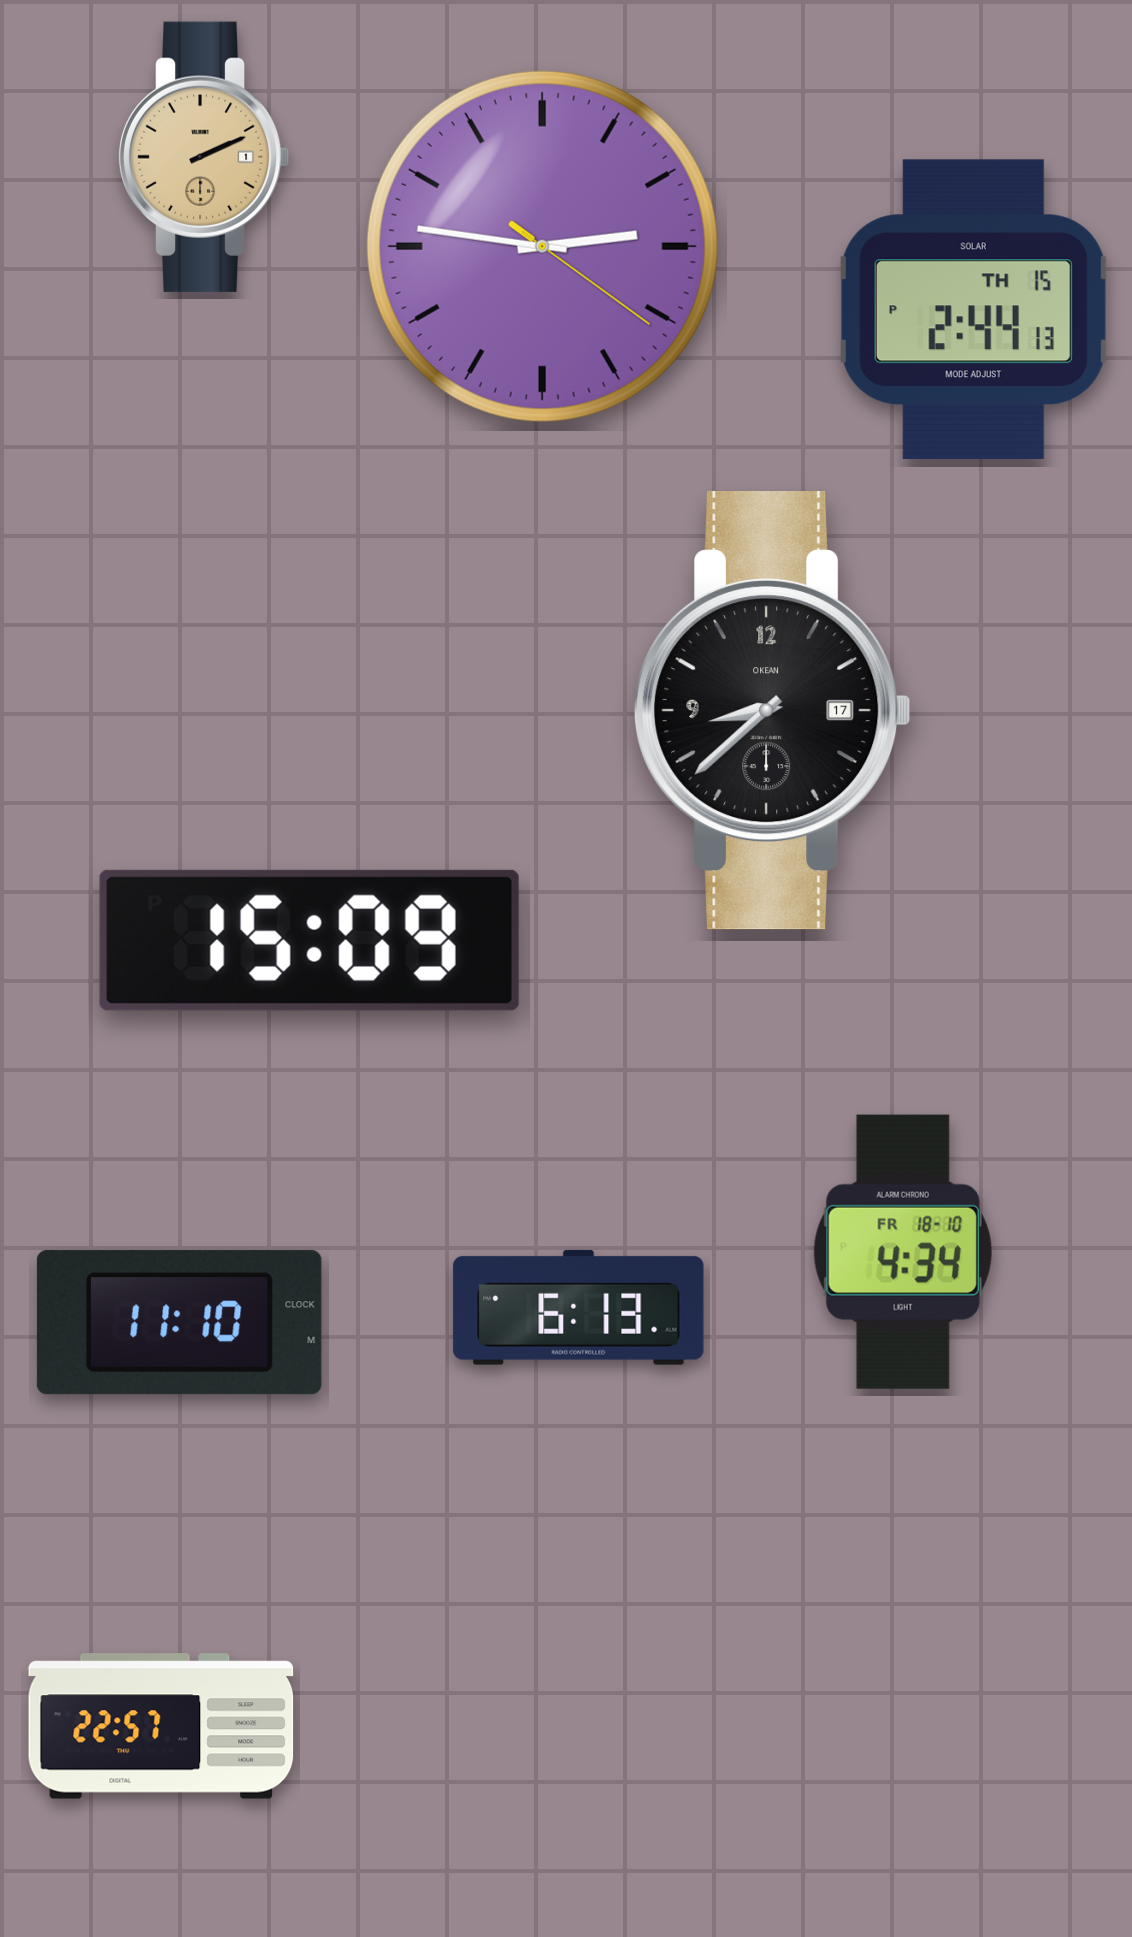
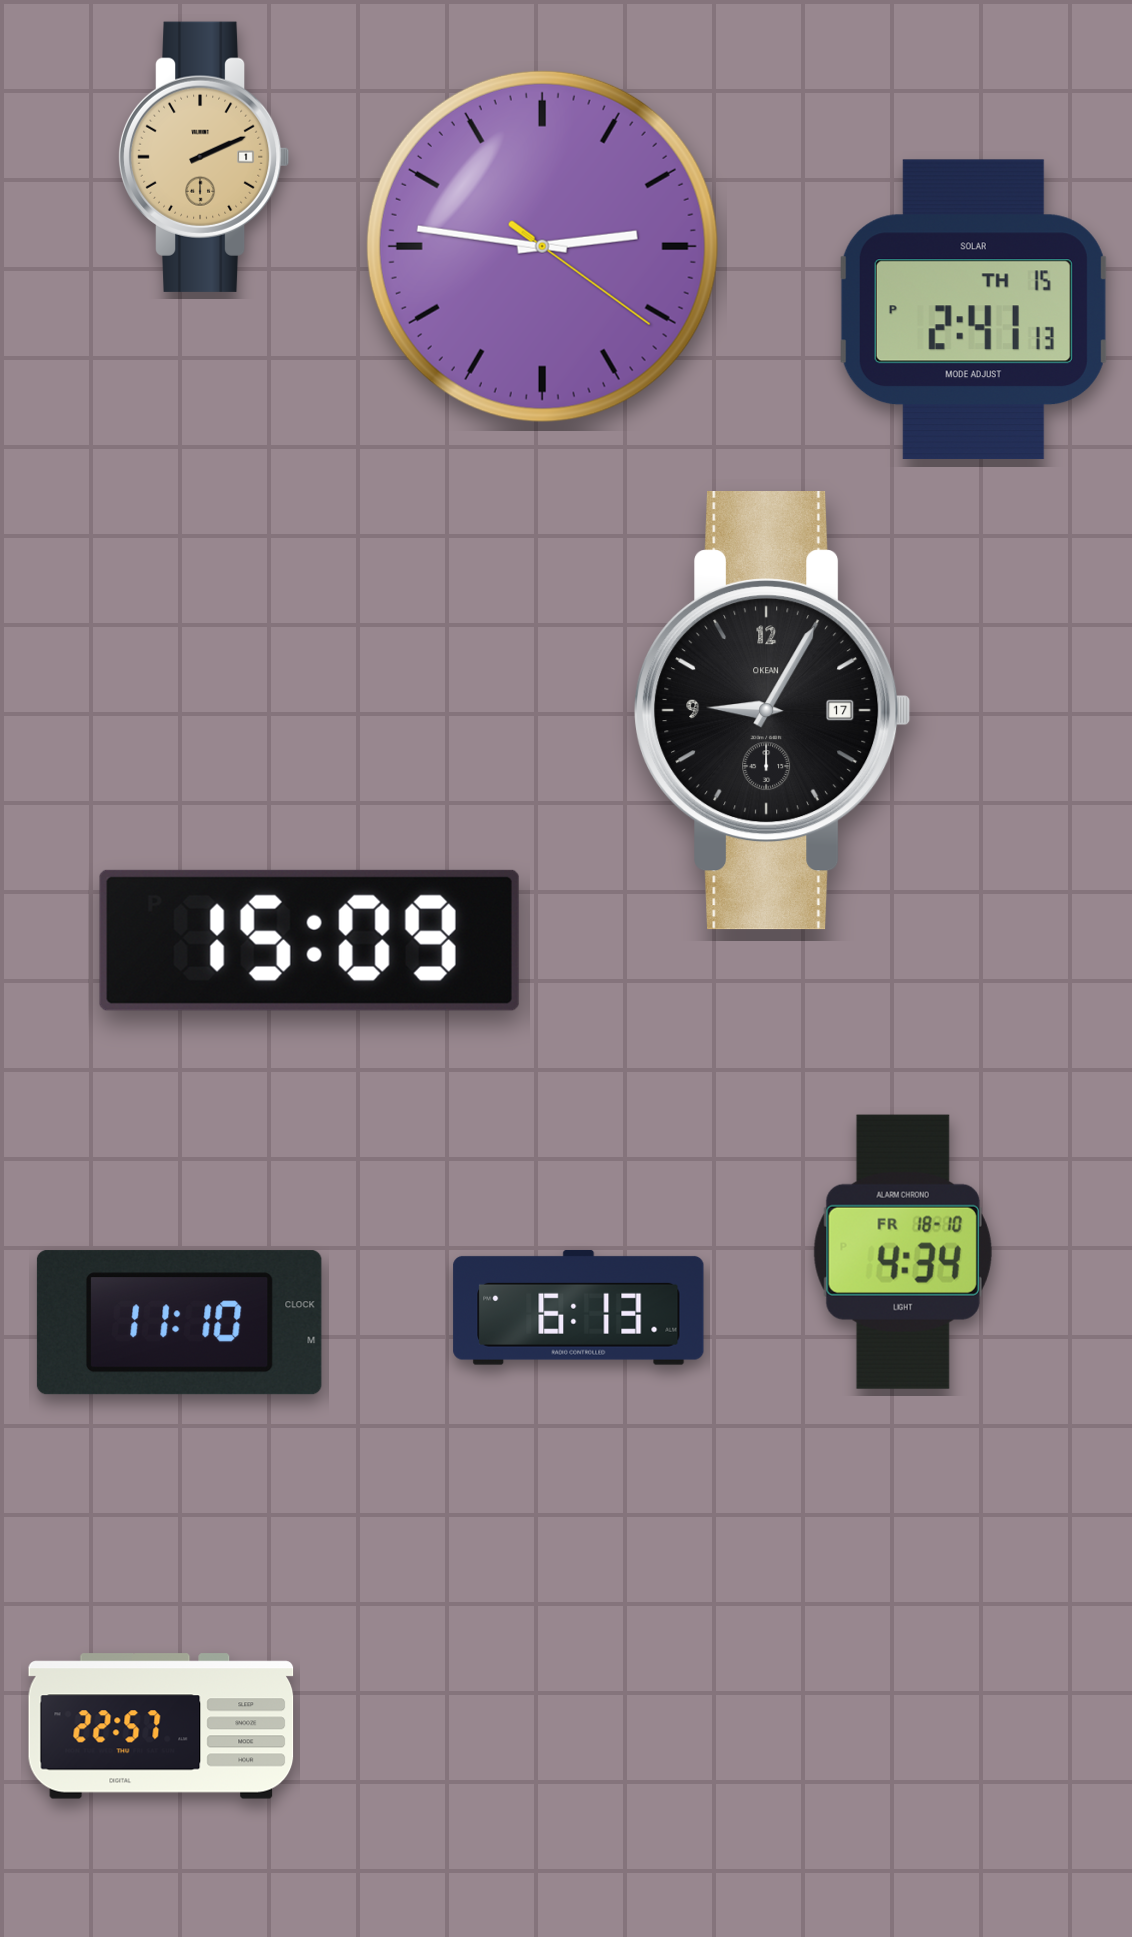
clock at (973, 310): 2:44 -> 2:41
clock at (773, 711): 8:38 -> 9:05
